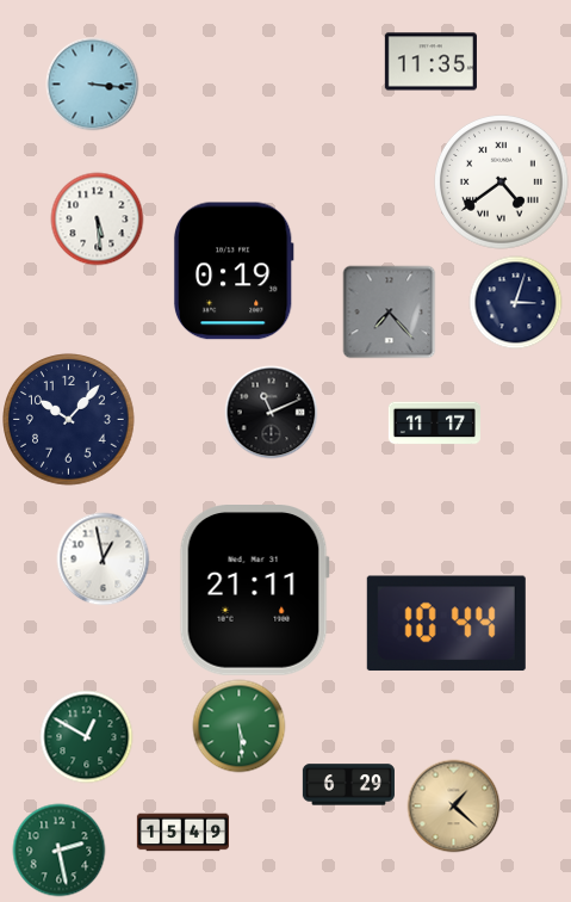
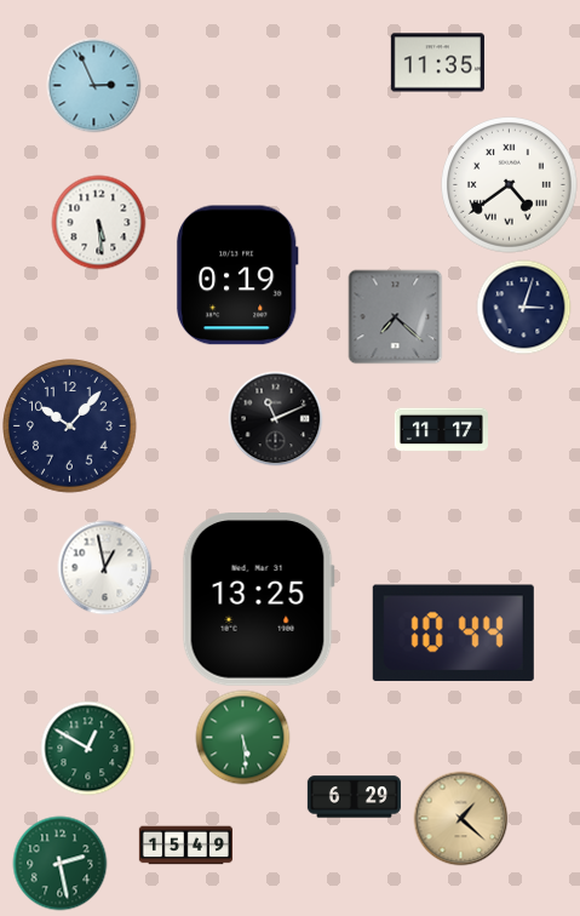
clock at (92, 84): 3:16 -> 2:56
clock at (389, 311): 7:23 -> 7:22
clock at (254, 591): 21:11 -> 13:25
